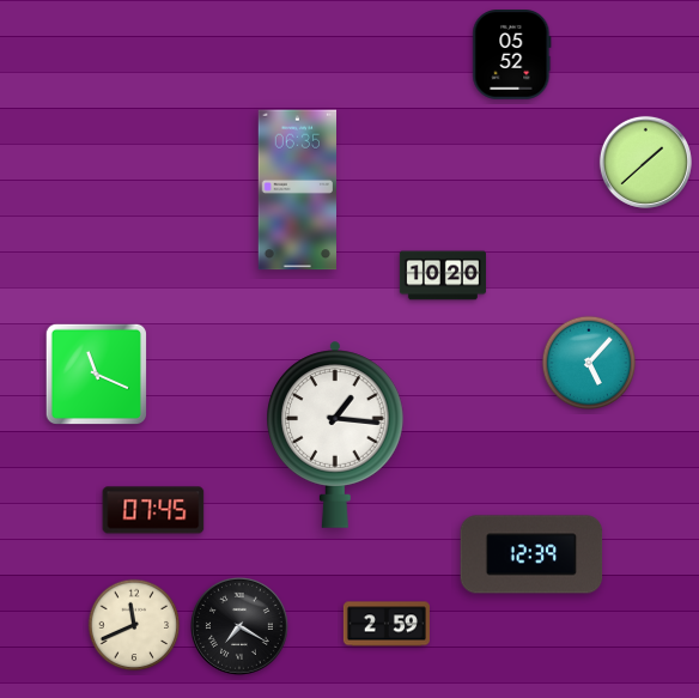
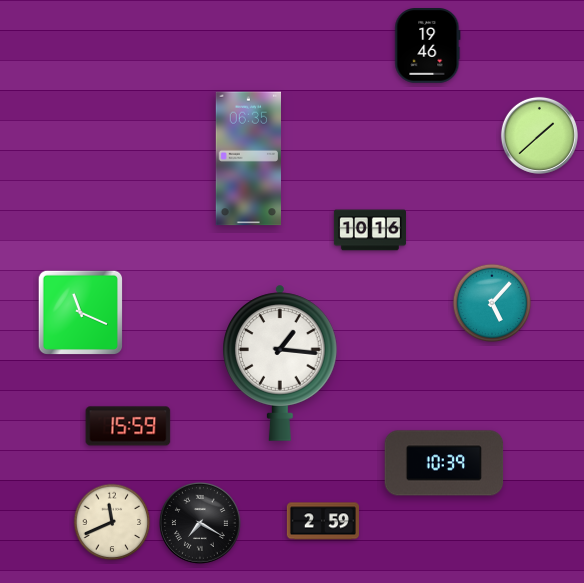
clock at (512, 55): 05:52 -> 19:46
clock at (443, 275): 10:20 -> 10:16
clock at (153, 510): 07:45 -> 15:59
clock at (531, 554): 12:39 -> 10:39
